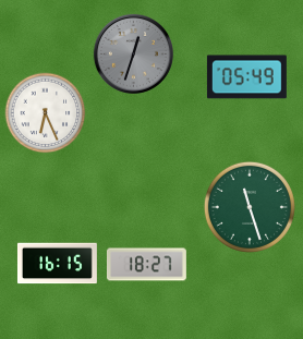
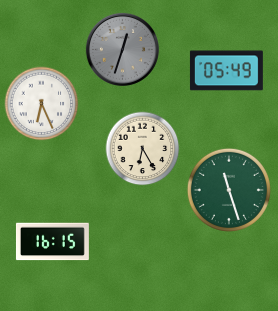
clock at (143, 149): none -> 6:25
clock at (146, 265): 18:27 -> none
